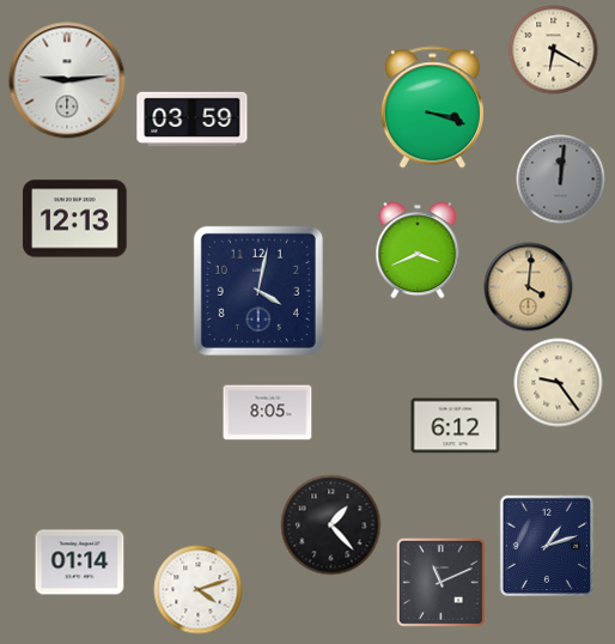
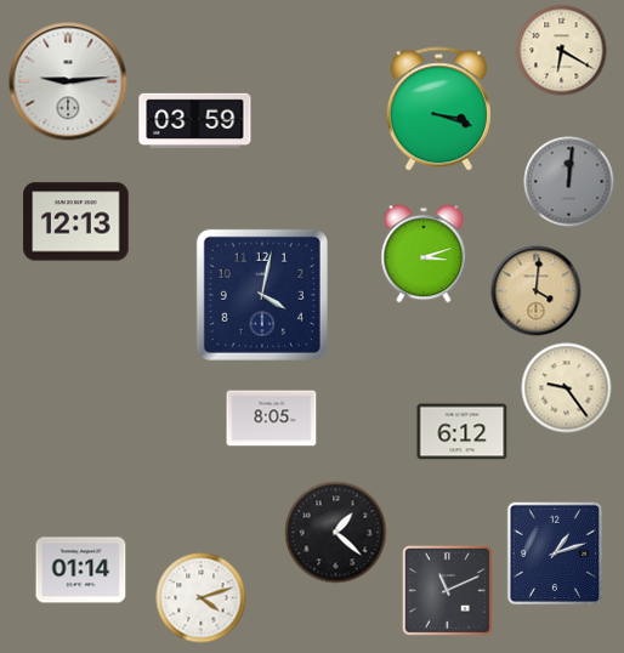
clock at (418, 250): 3:41 -> 3:12
clock at (331, 525): 1:23 -> 1:22
